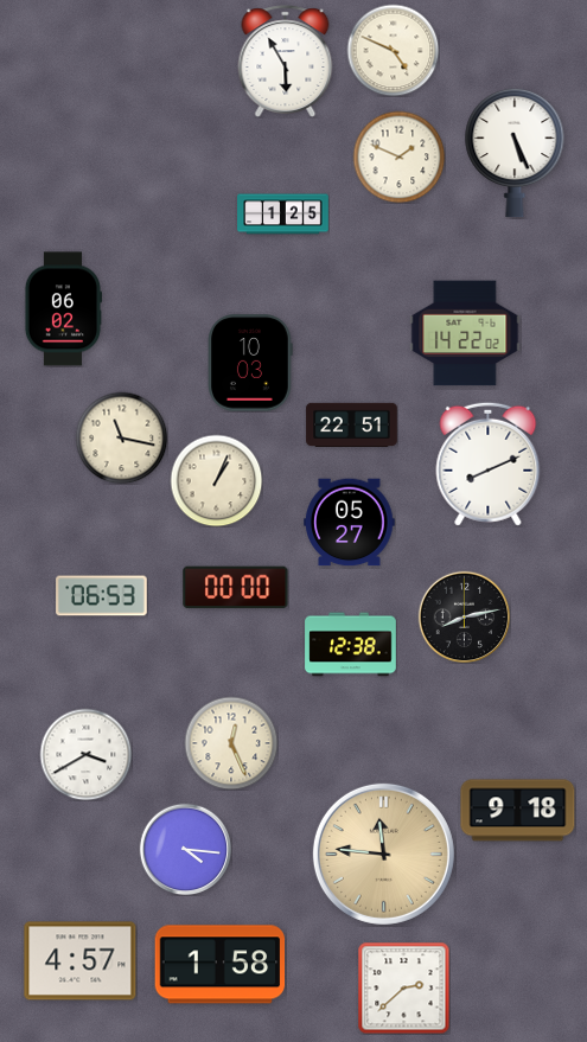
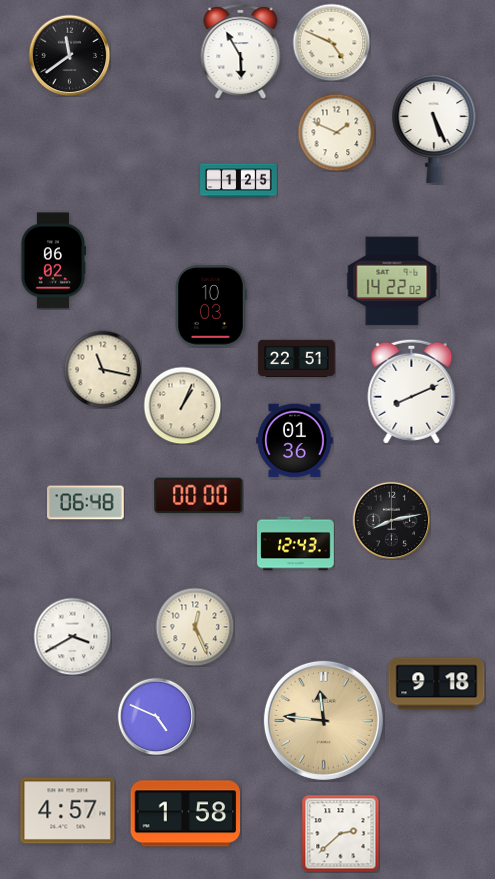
clock at (69, 55): none -> 11:39
clock at (350, 523): 05:27 -> 01:36
clock at (102, 596): 06:53 -> 06:48
clock at (351, 645): 12:38 -> 12:43
clock at (185, 849): 4:16 -> 4:49
